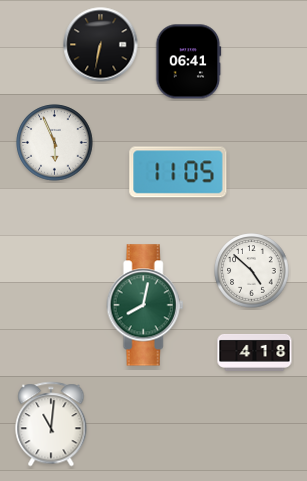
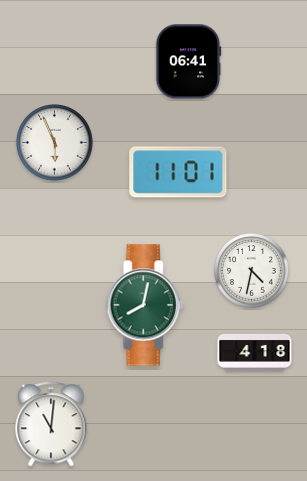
clock at (101, 45): 6:32 -> none
clock at (178, 172): 11:05 -> 11:01
clock at (252, 271): 4:52 -> 4:32
